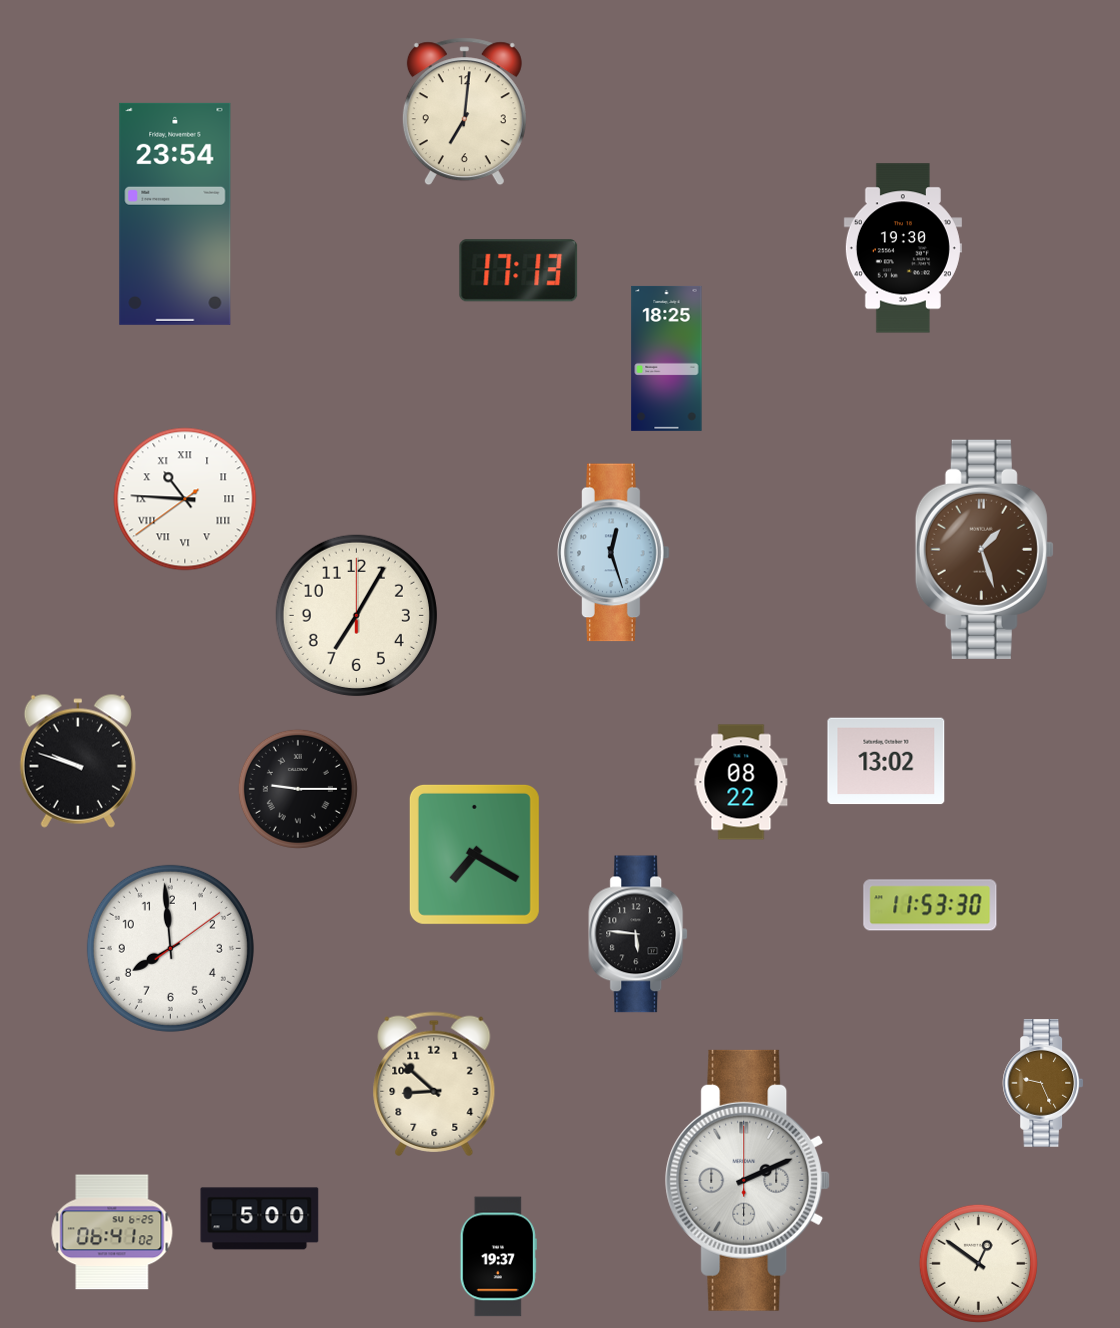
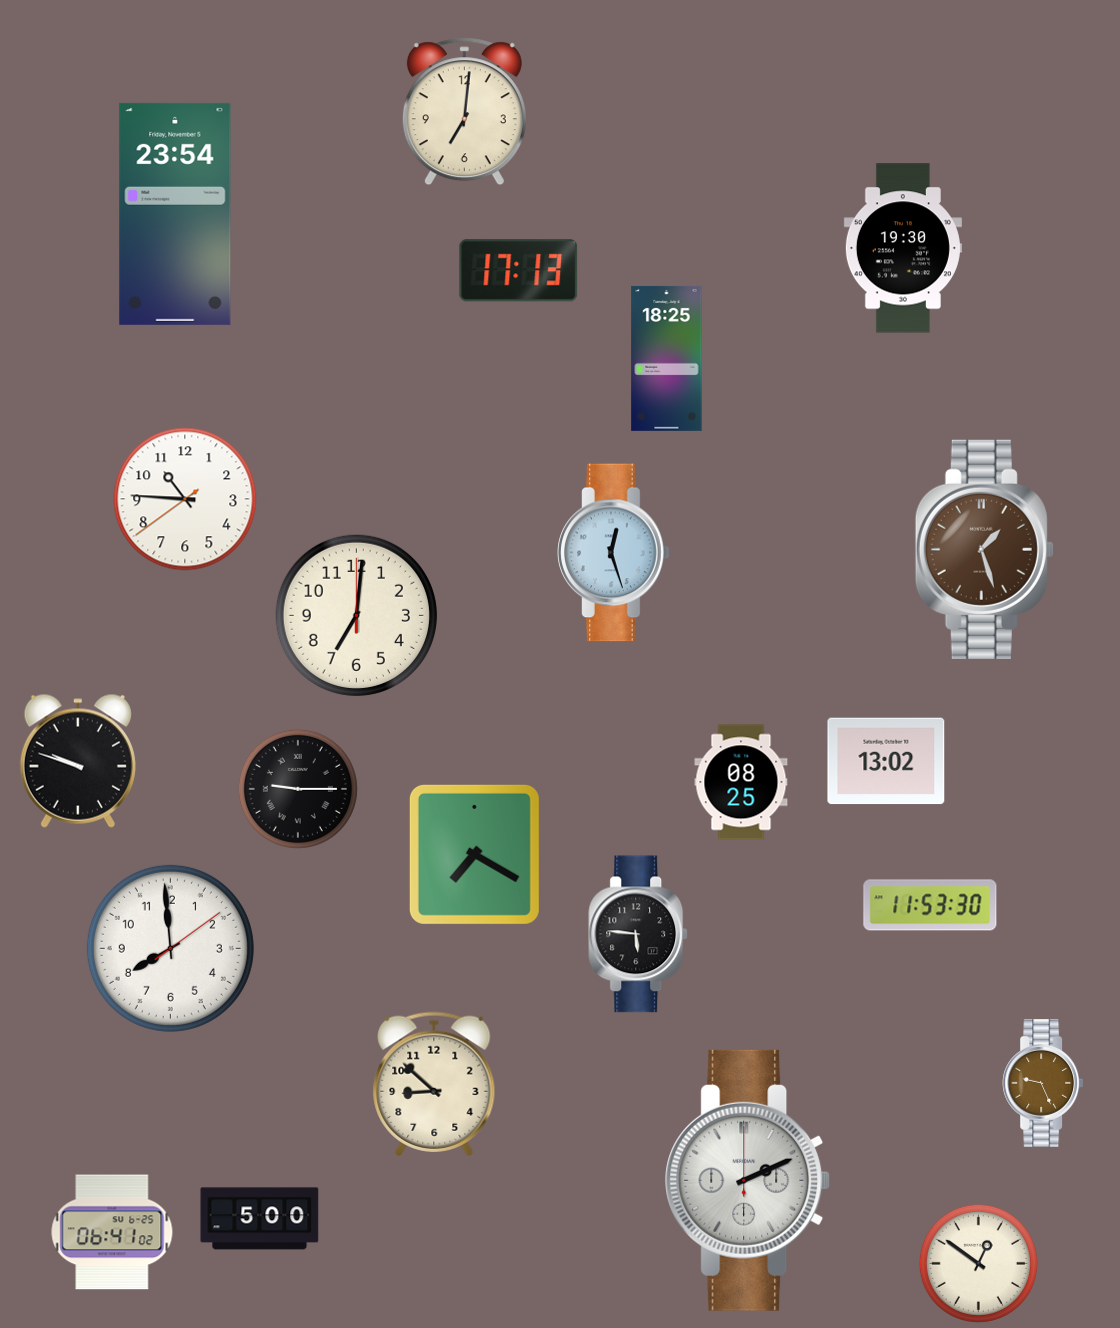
clock at (185, 499) numerals: Roman -> Arabic
clock at (356, 615): 7:05 -> 7:01
clock at (741, 782): 08:22 -> 08:25
clock at (498, 1257): 19:37 -> none
